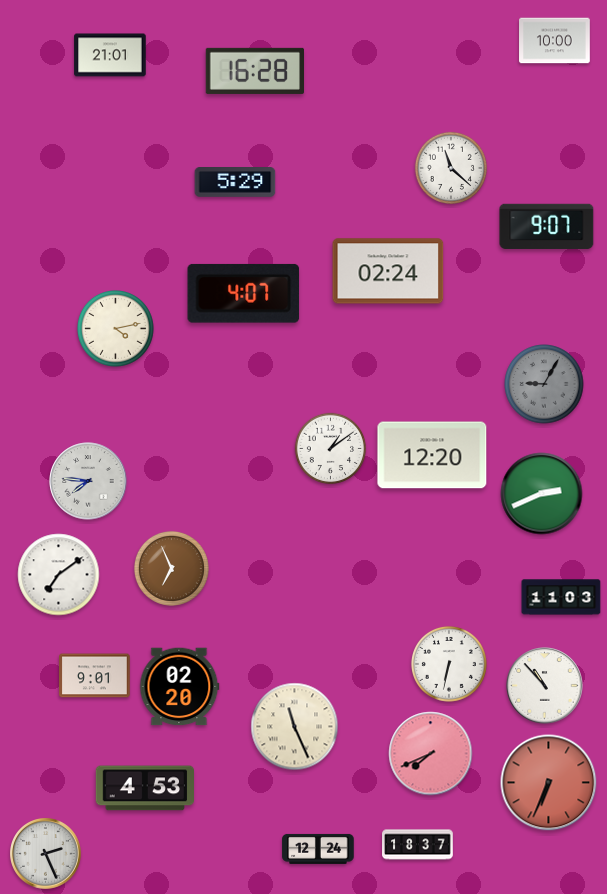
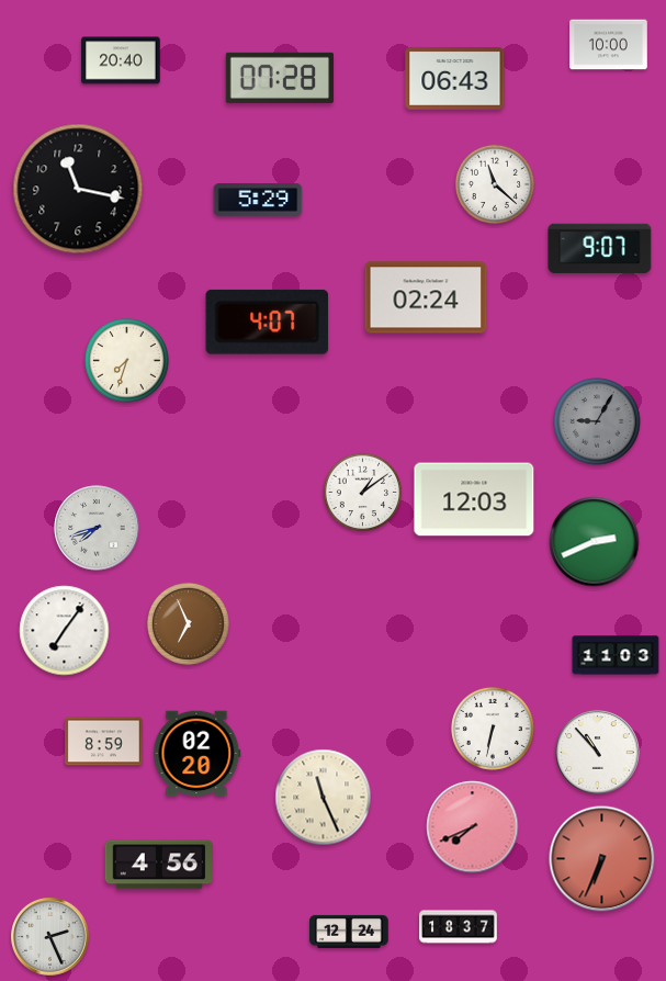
clock at (110, 55): 21:01 -> 20:40
clock at (254, 71): 16:28 -> 07:28
clock at (455, 79): none -> 06:43
clock at (78, 189): none -> 11:17
clock at (116, 329): 4:13 -> 7:33
clock at (432, 455): 12:20 -> 12:03
clock at (88, 481): 7:46 -> 7:42
clock at (59, 575): 7:09 -> 7:06
clock at (95, 676): 9:01 -> 8:59
clock at (144, 788): 4:53 -> 4:56
